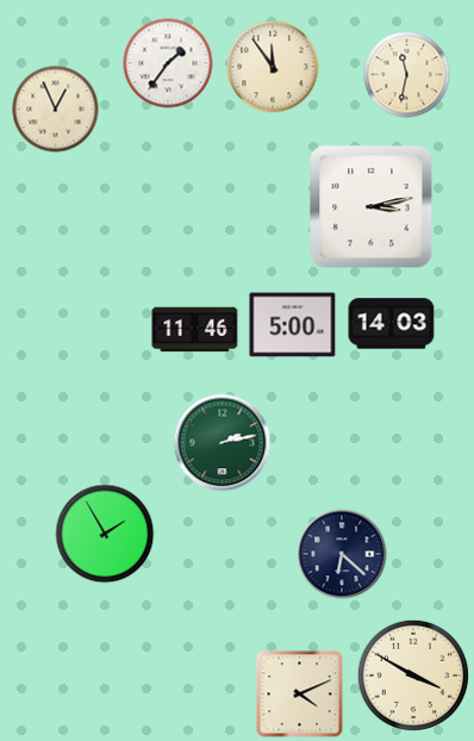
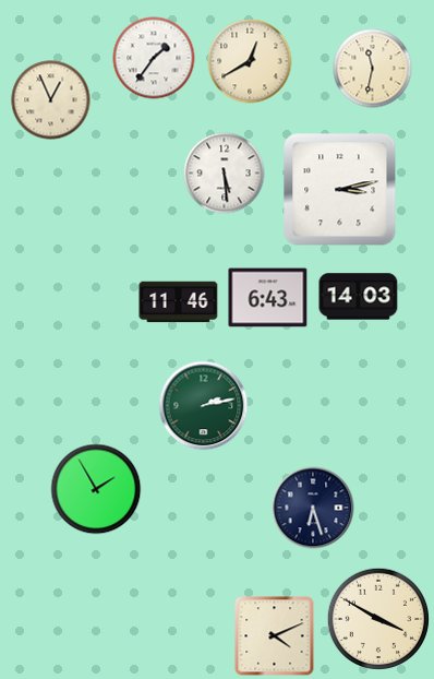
clock at (273, 67): 11:54 -> 12:40
clock at (225, 174): none -> 5:29
clock at (293, 325): 5:00 -> 6:43
clock at (342, 554): 6:22 -> 6:27
